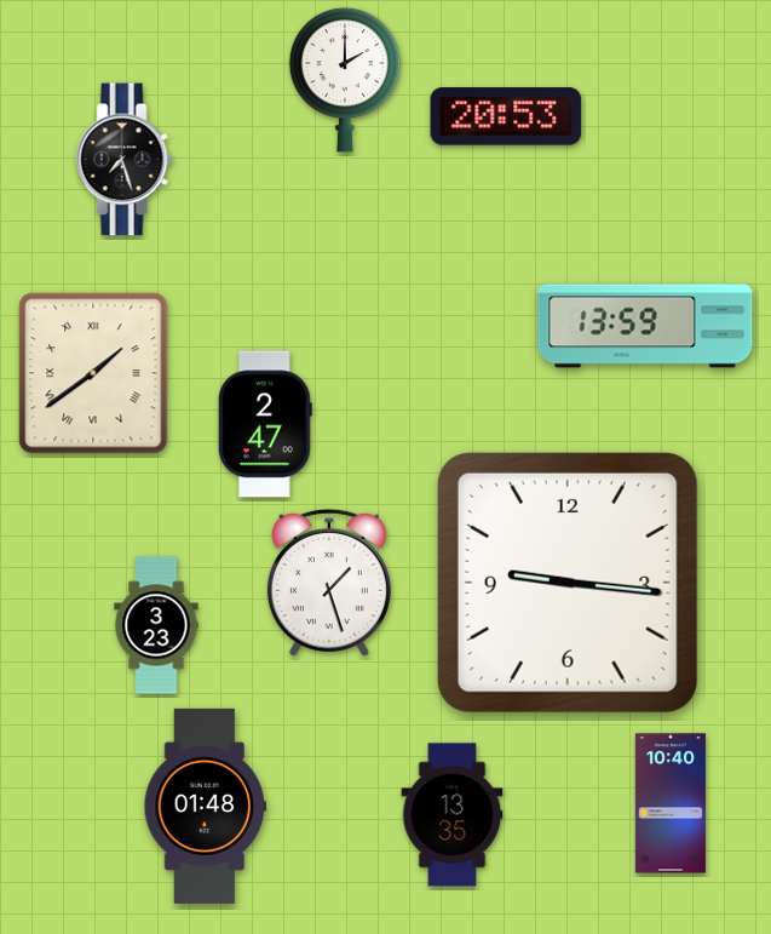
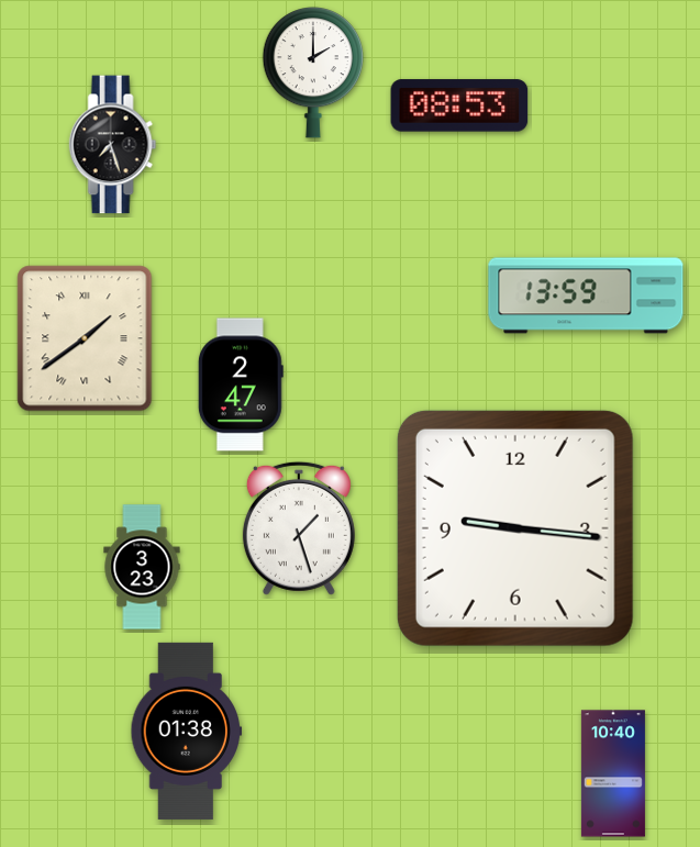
clock at (506, 116): 20:53 -> 08:53
clock at (671, 803) position: (671, 803) -> (613, 773)
clock at (206, 806): 01:48 -> 01:38
clock at (453, 815): 13:35 -> none
